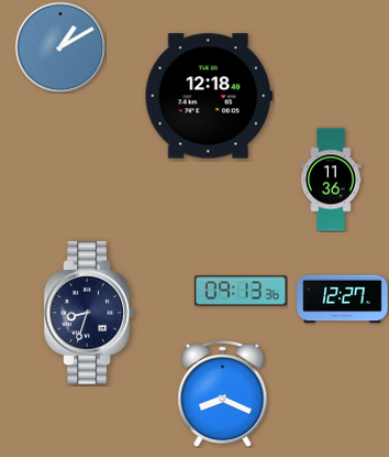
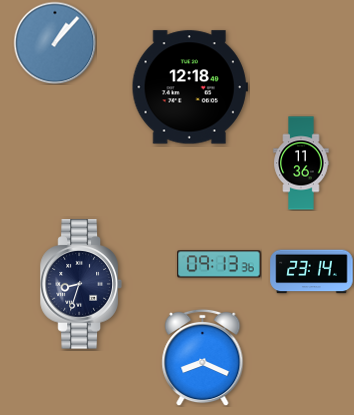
clock at (60, 47): 1:10 -> 1:07
clock at (343, 300): 12:27 -> 23:14
